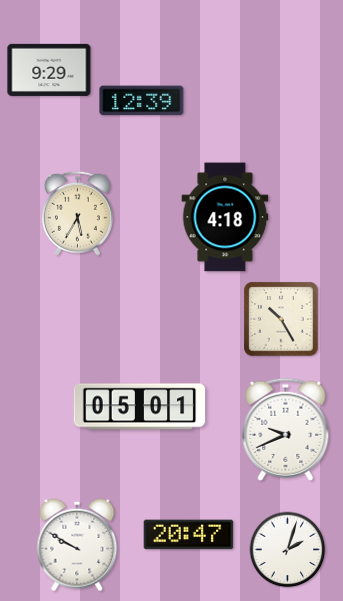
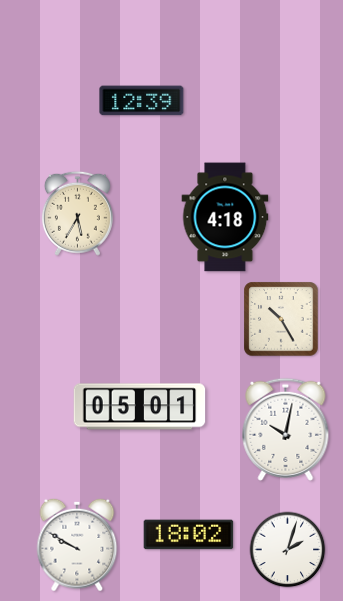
clock at (49, 70): 9:29 -> none
clock at (286, 429): 9:41 -> 10:02
clock at (189, 535): 20:47 -> 18:02
